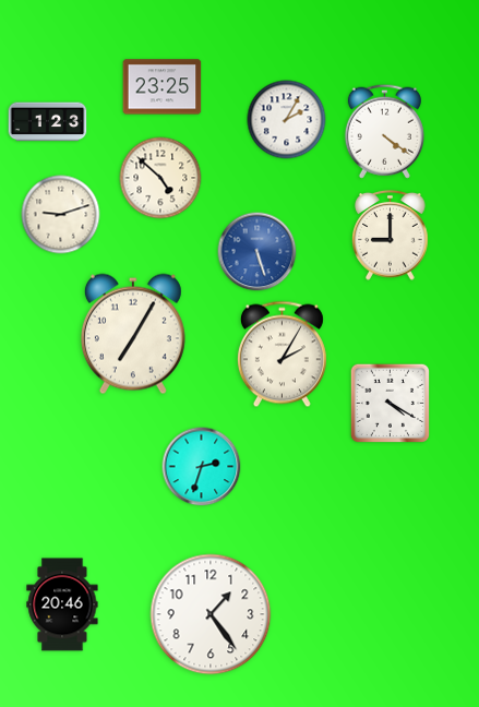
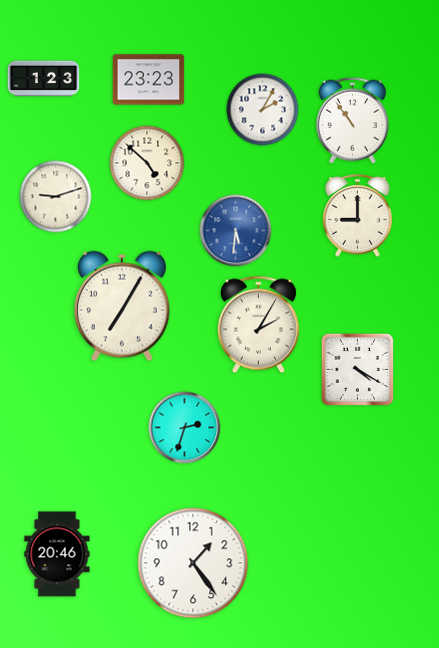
clock at (163, 87): 23:25 -> 23:23
clock at (48, 122) position: (48, 122) -> (44, 79)
clock at (384, 131): 4:21 -> 10:54
clock at (258, 252): 5:27 -> 5:31
